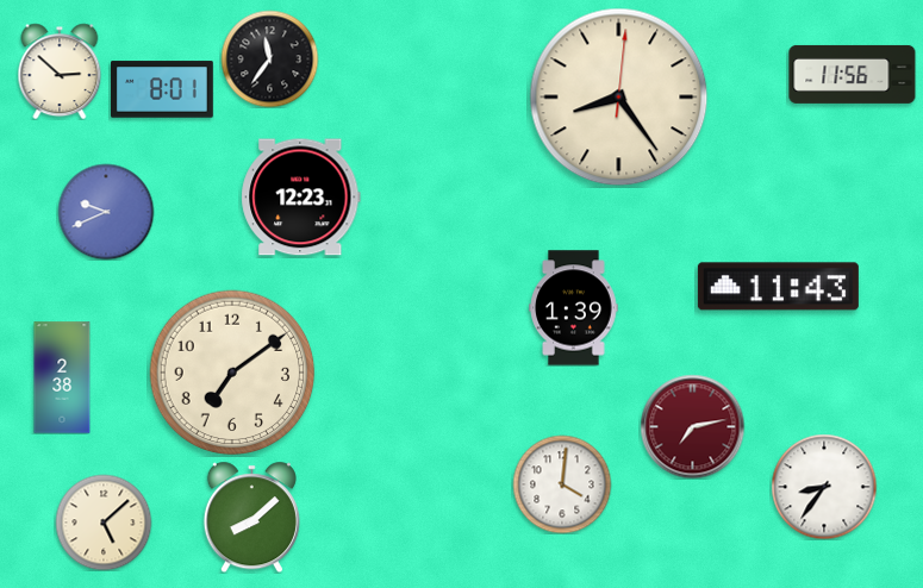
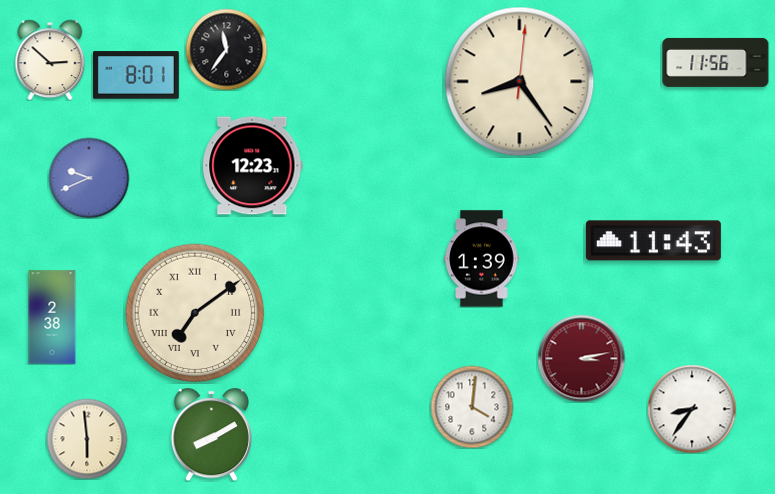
clock at (232, 373) numerals: Arabic -> Roman
clock at (692, 426): 7:13 -> 3:13
clock at (251, 517): 8:08 -> 8:10
clock at (104, 523): 5:08 -> 5:59
